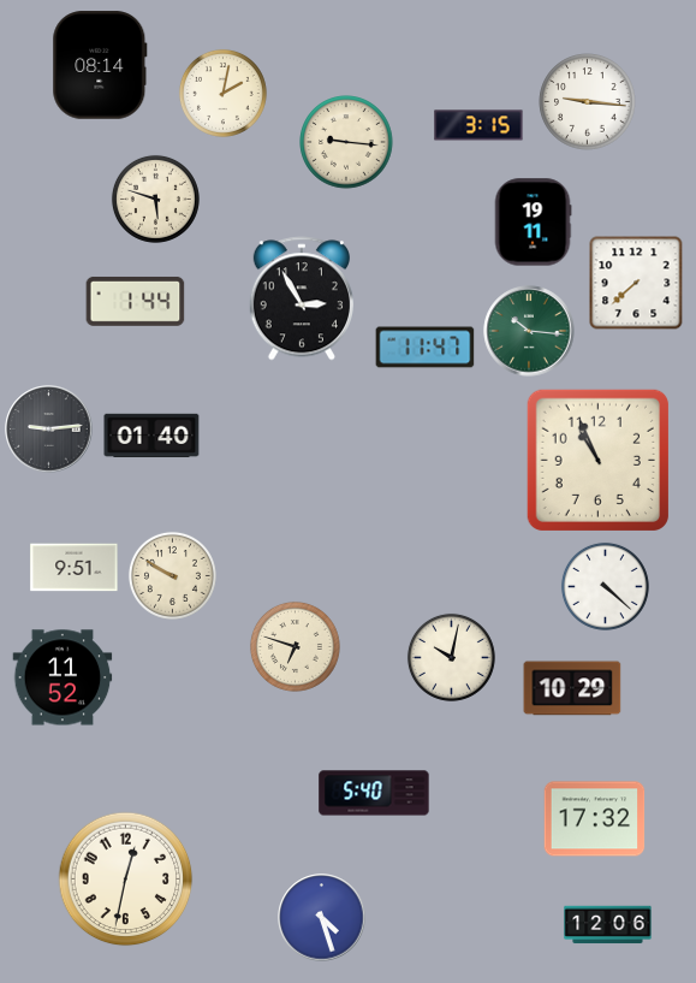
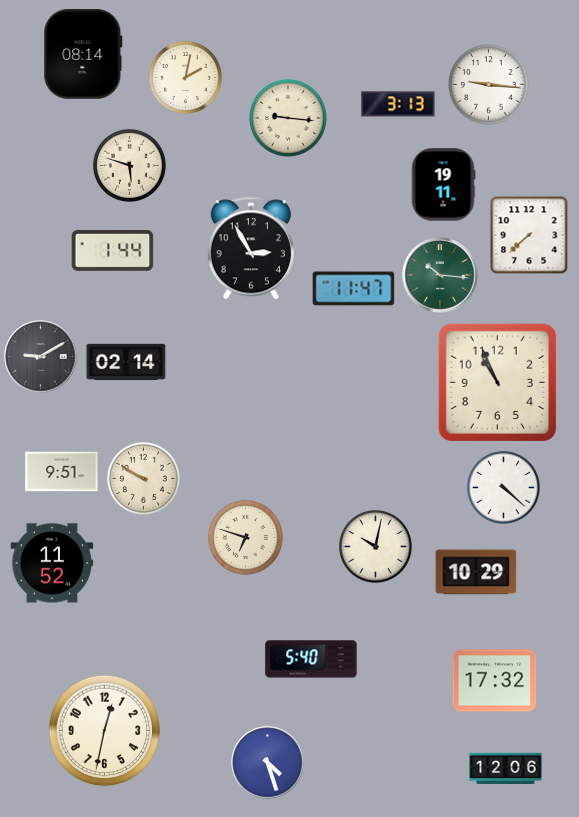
clock at (478, 125): 3:15 -> 3:13
clock at (49, 430): 9:14 -> 9:10
clock at (151, 436): 01:40 -> 02:14
